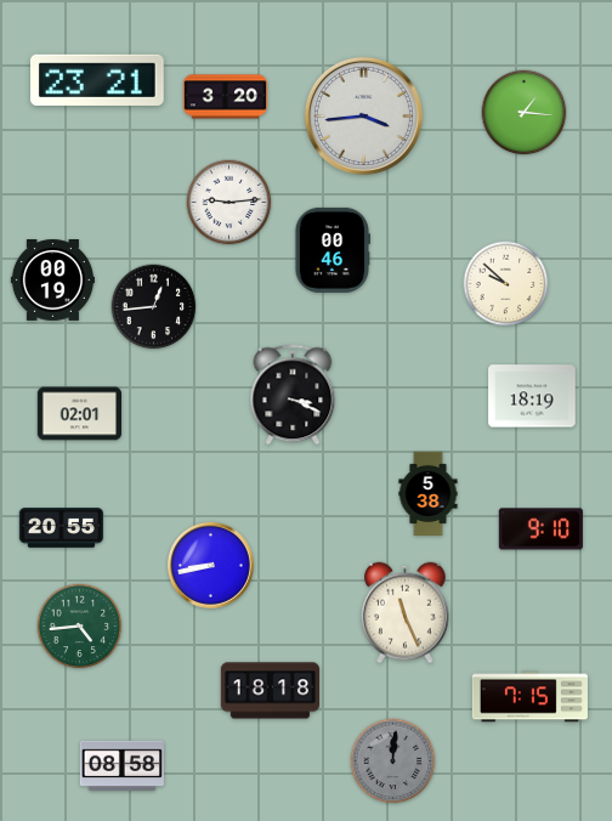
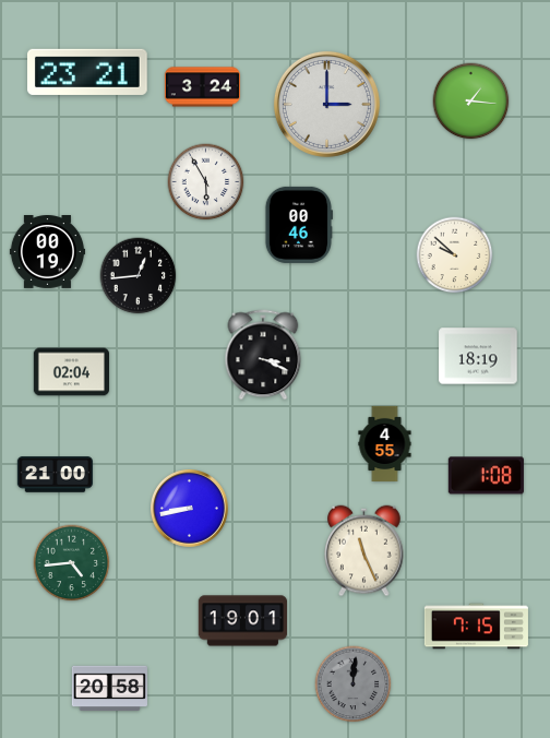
clock at (225, 97): 3:20 -> 3:24
clock at (363, 115): 3:44 -> 3:00
clock at (229, 203): 9:14 -> 5:55
clock at (79, 414): 02:01 -> 02:04
clock at (429, 493): 5:38 -> 4:55
clock at (61, 528): 20:55 -> 21:00
clock at (540, 530): 9:10 -> 1:08
clock at (271, 691): 18:18 -> 19:01
clock at (121, 766): 08:58 -> 20:58
